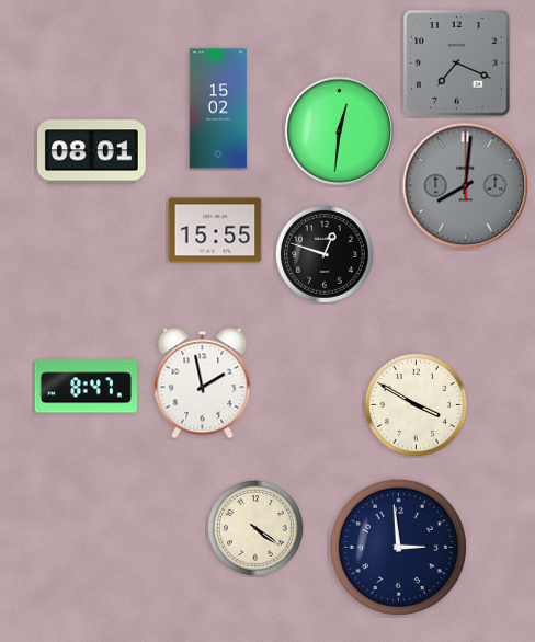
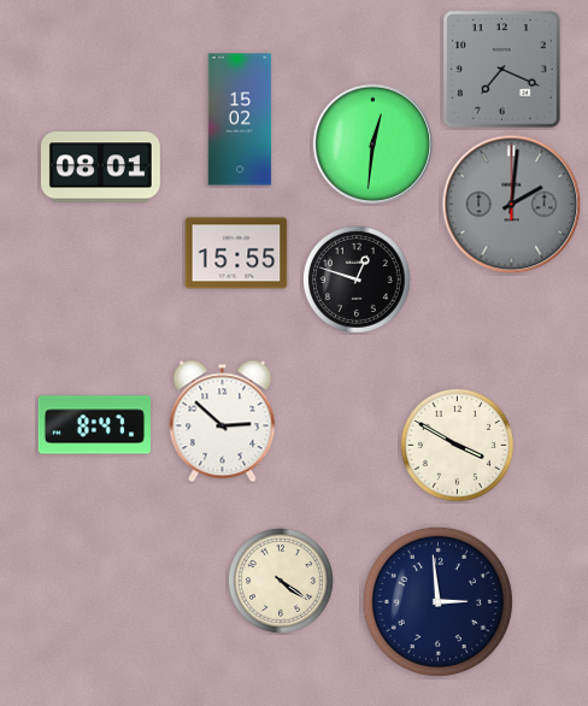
clock at (466, 186): 8:01 -> 2:01
clock at (203, 383): 1:58 -> 2:52
